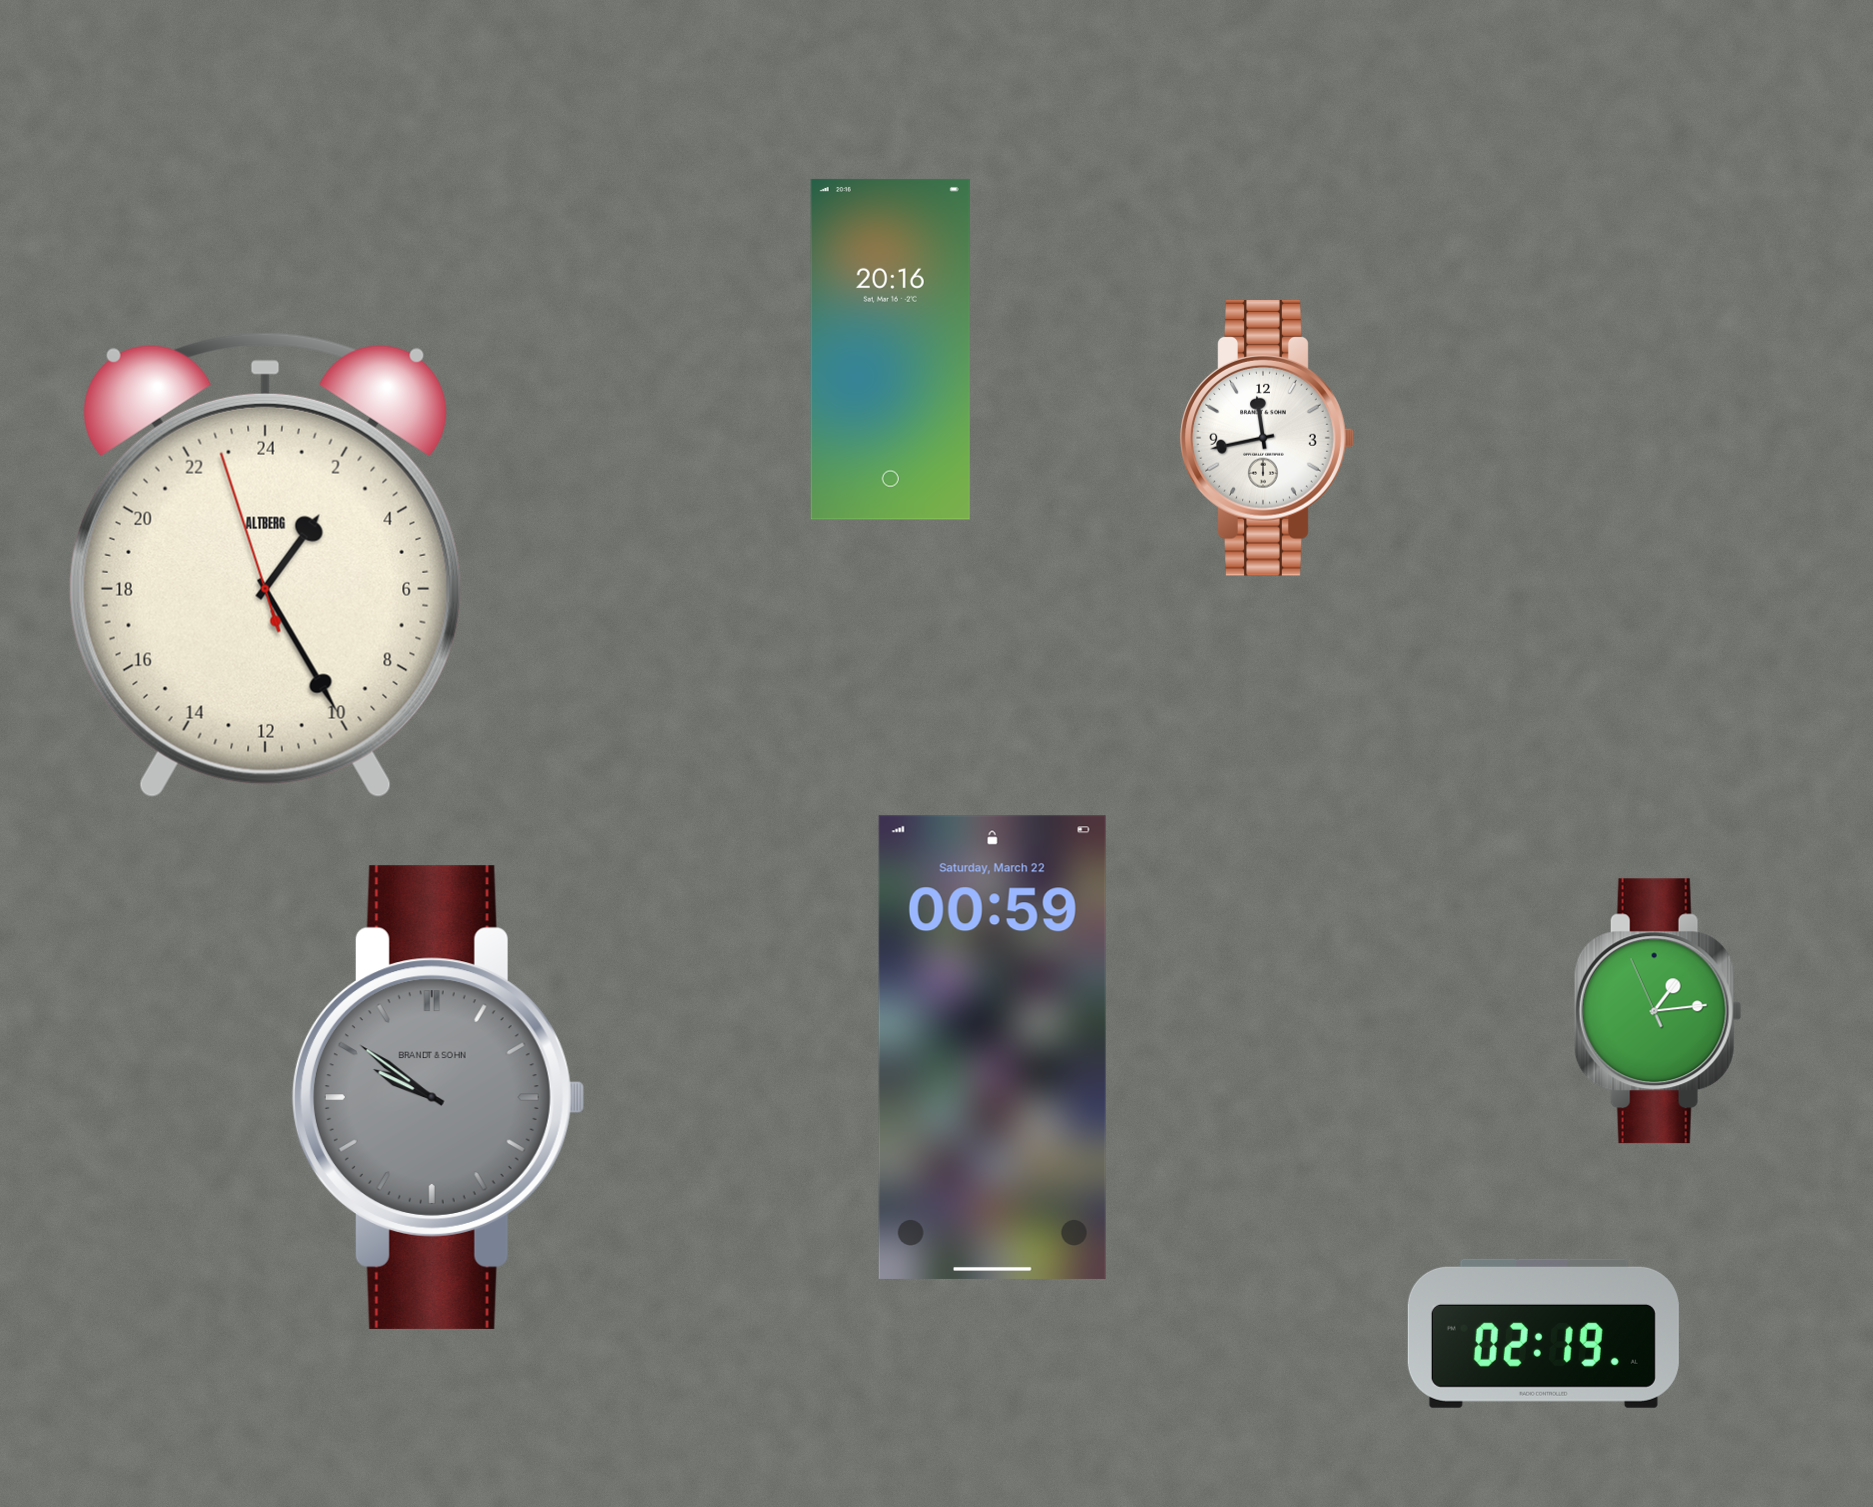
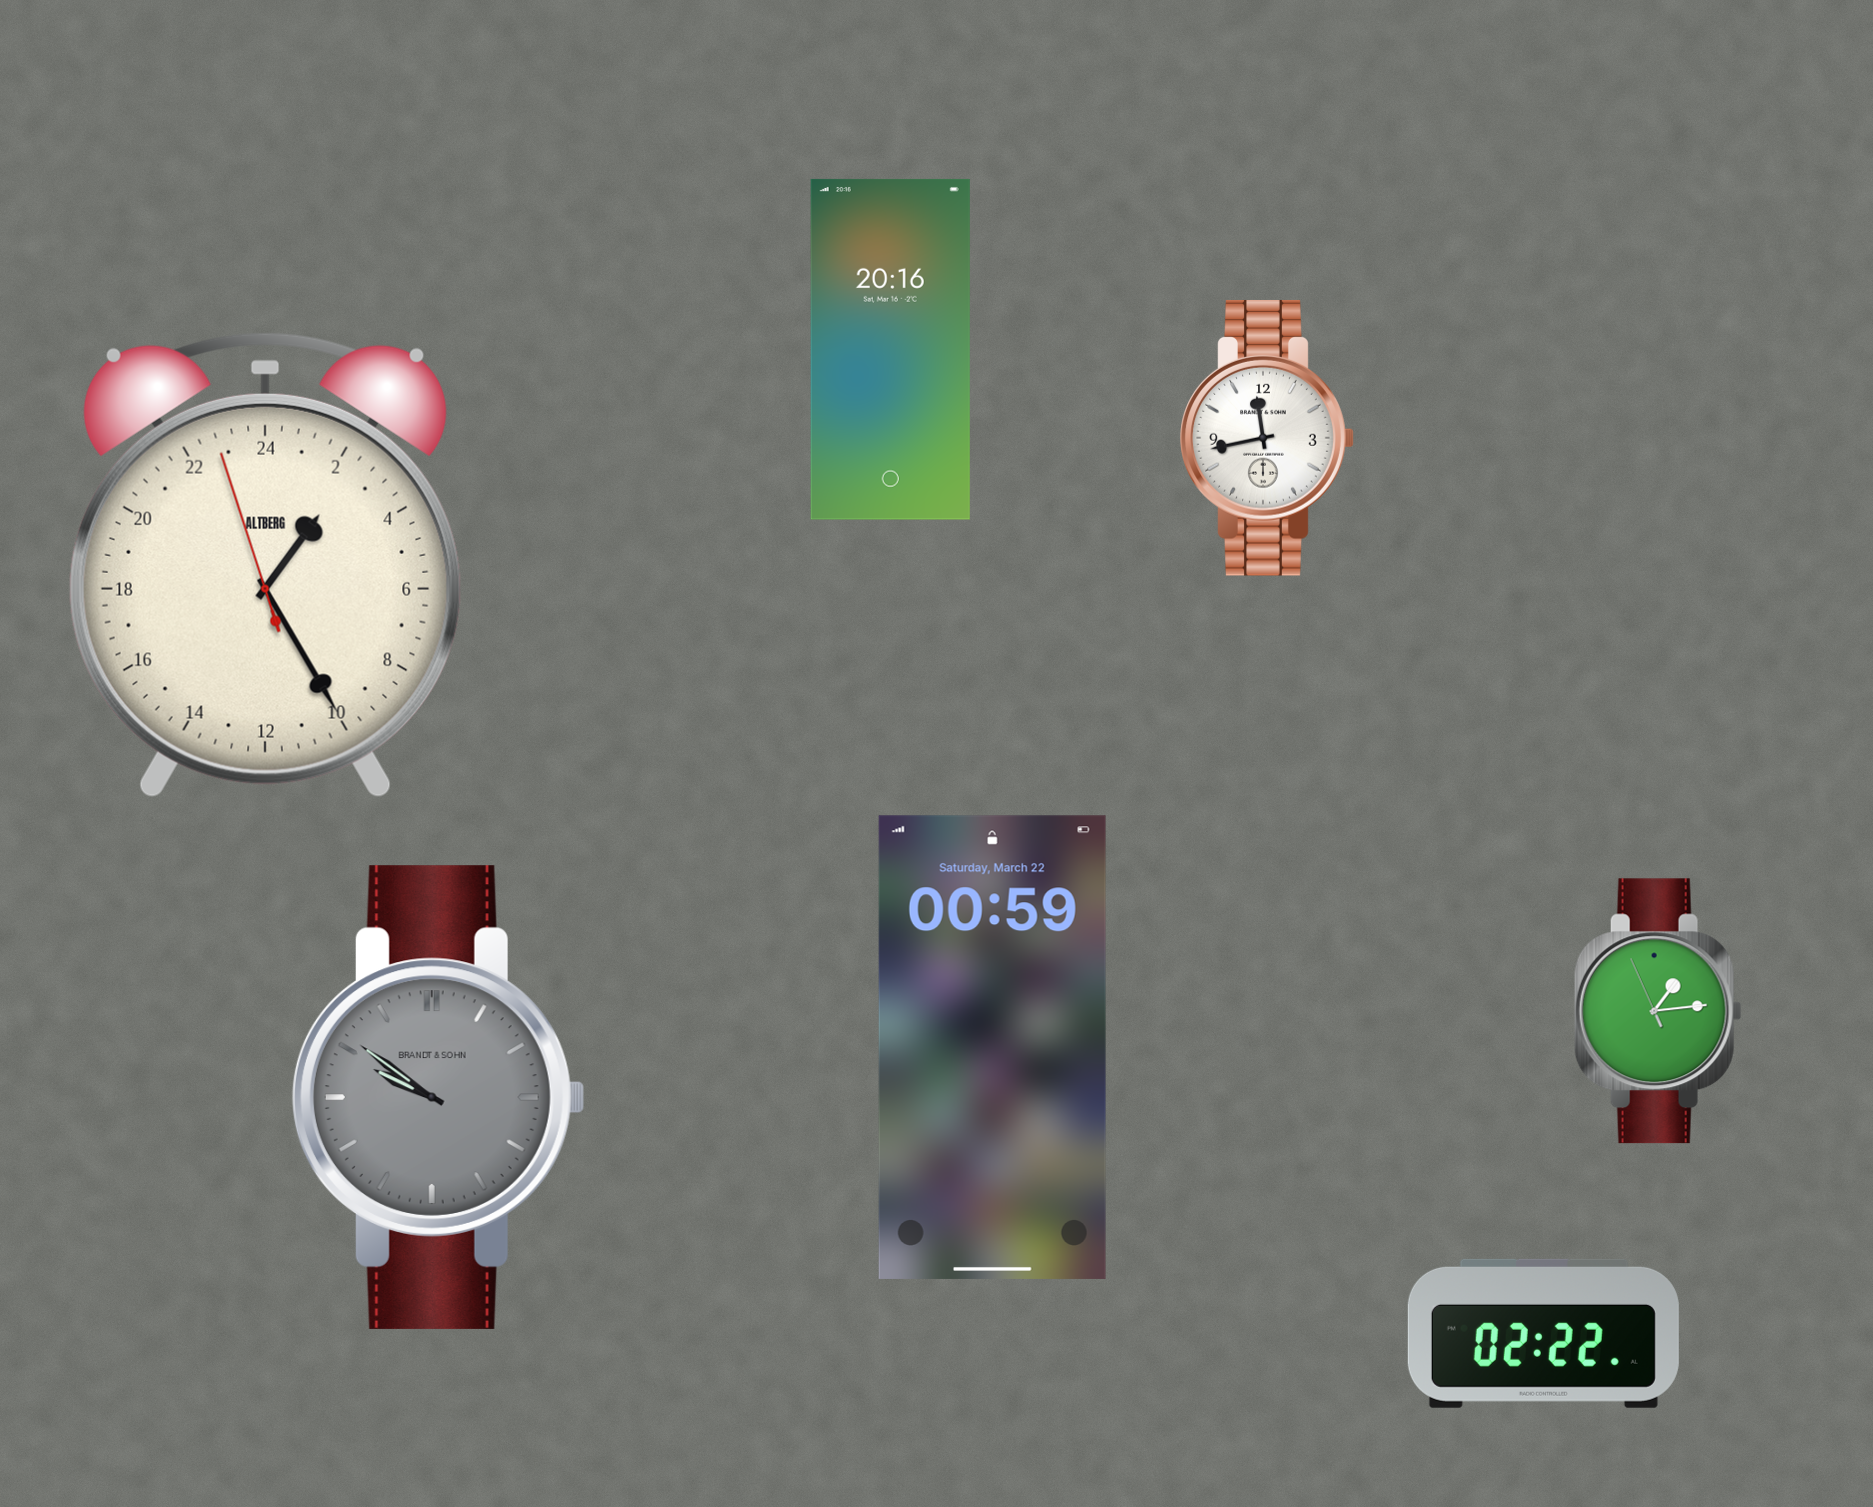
clock at (1543, 1333): 02:19 -> 02:22
